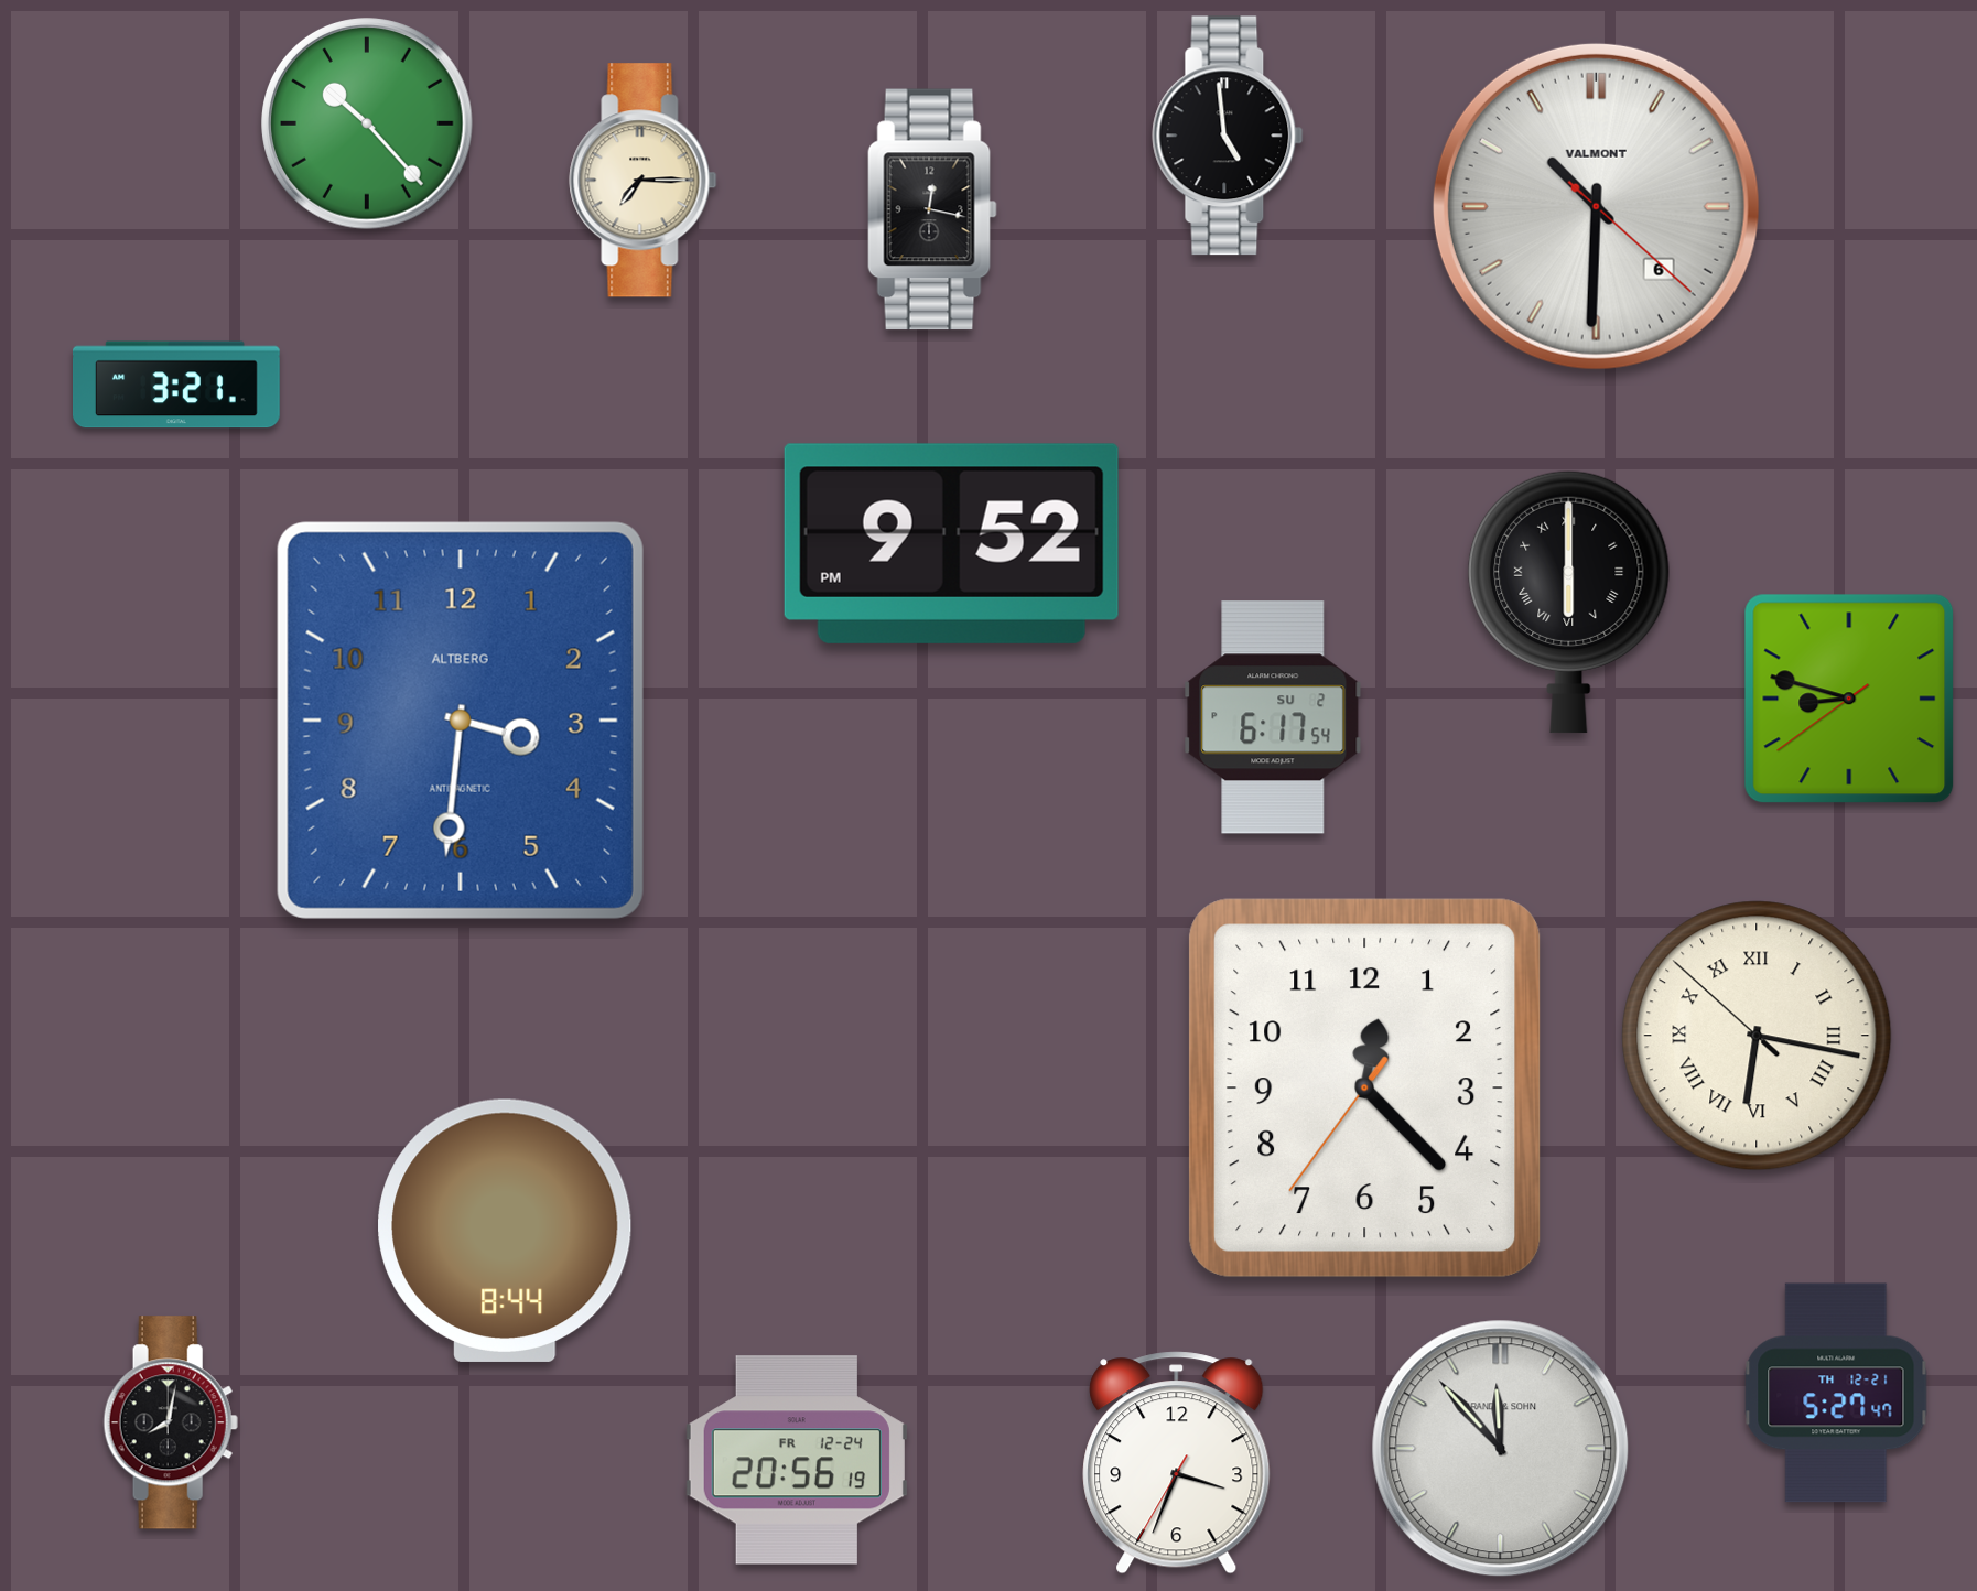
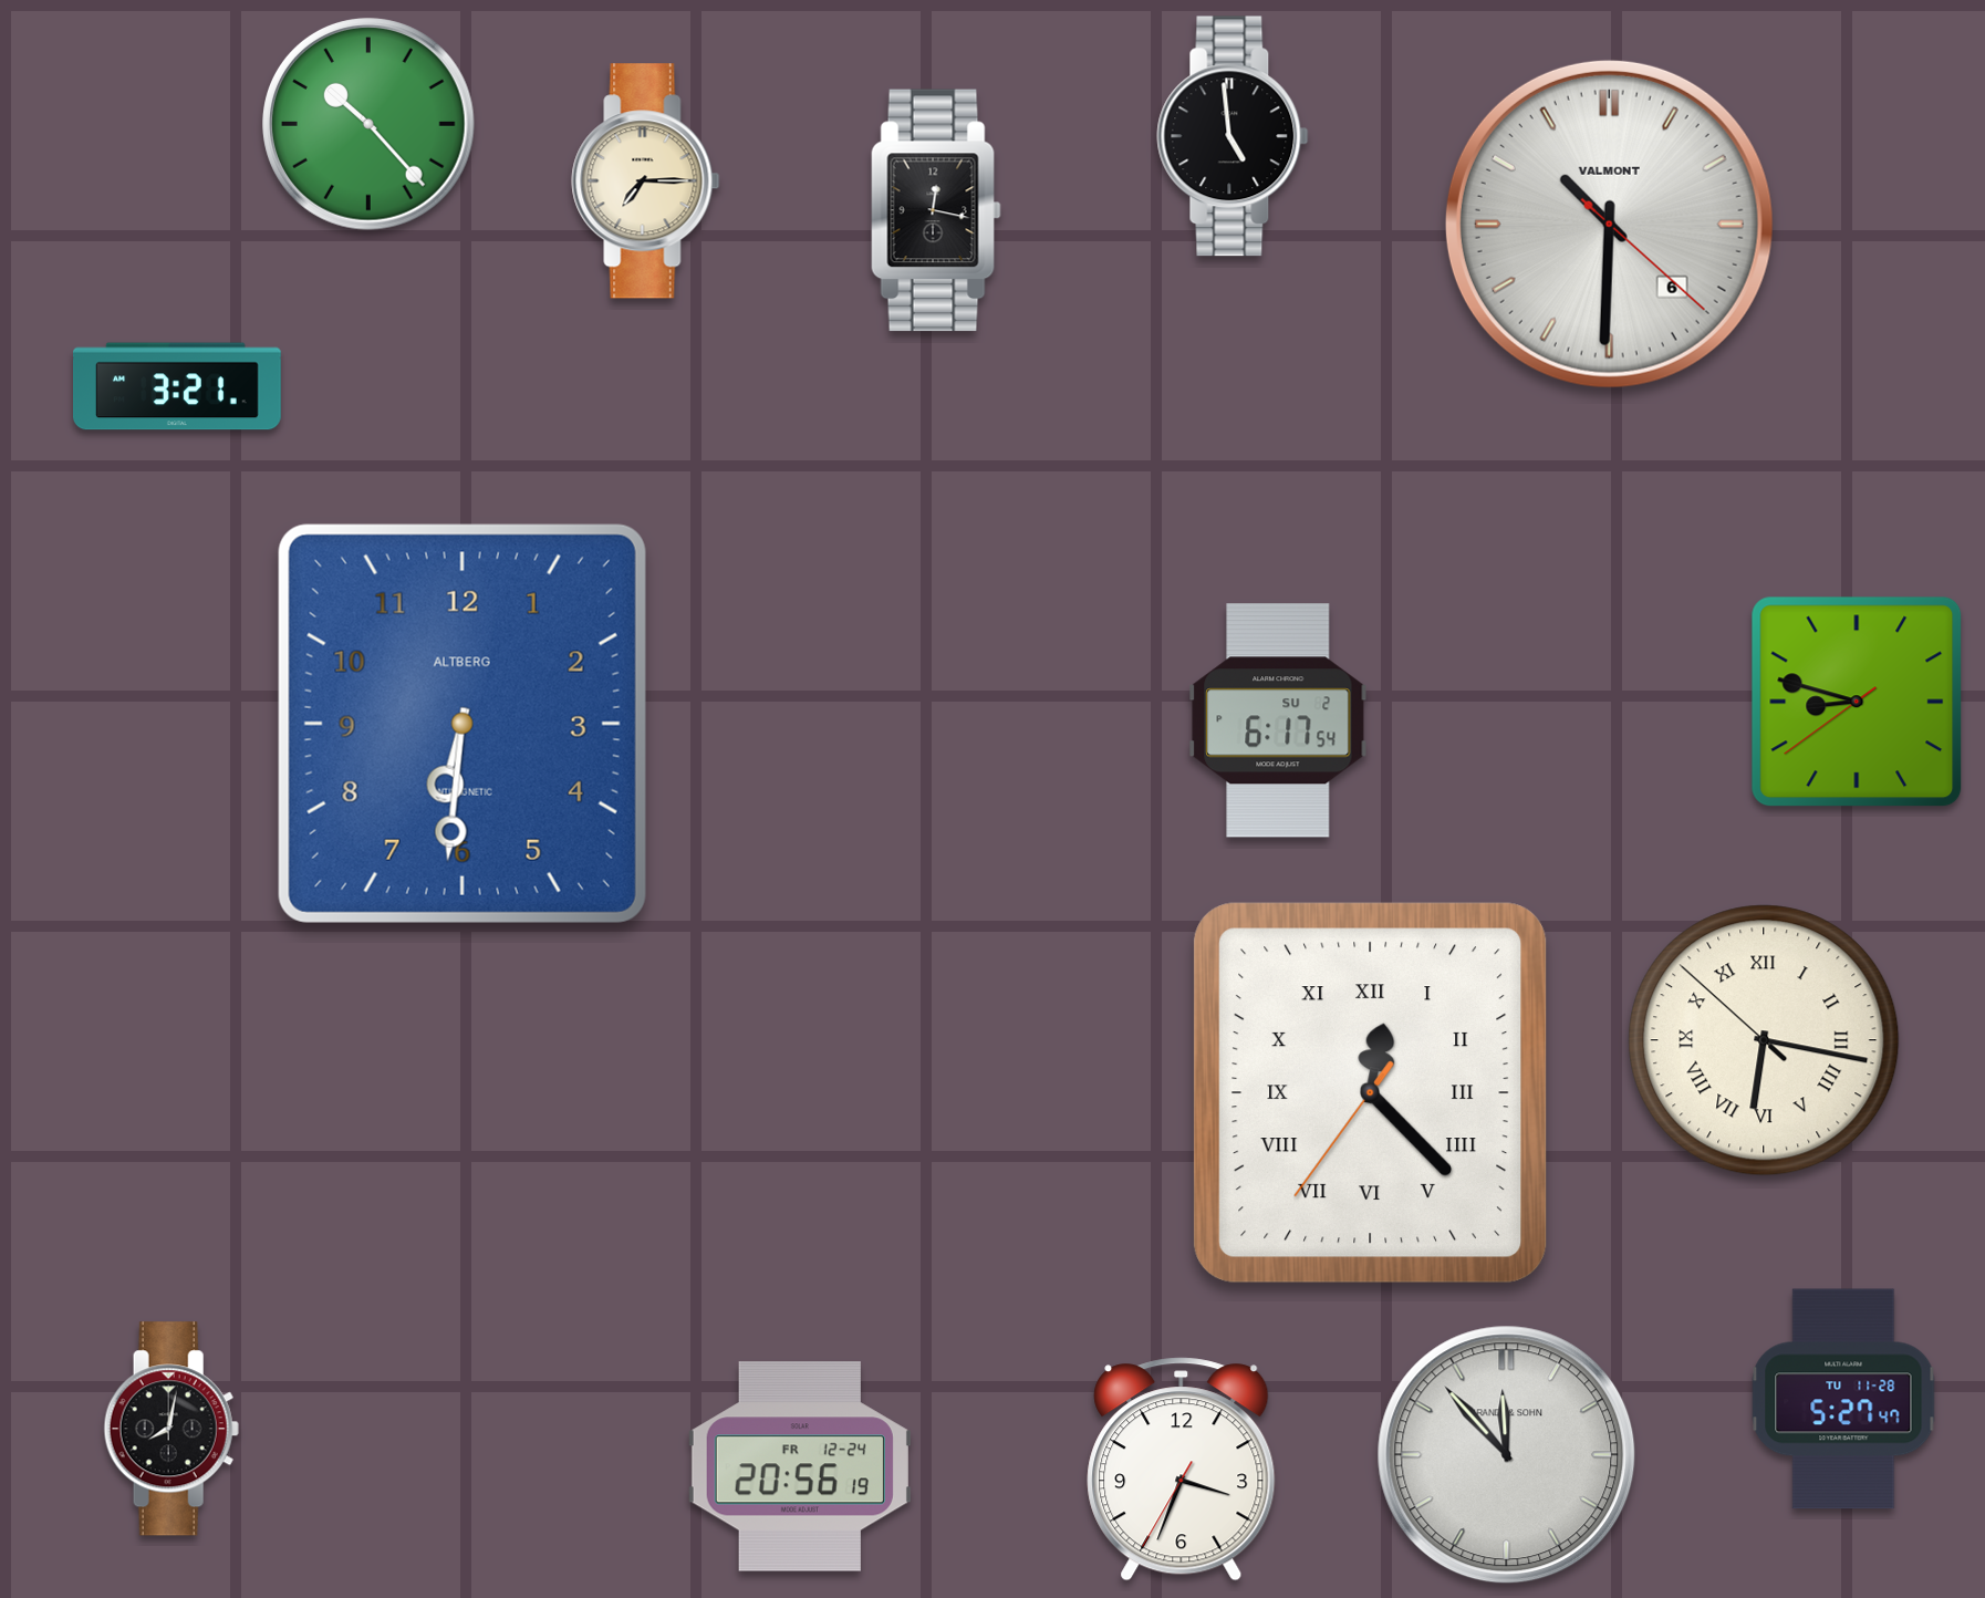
clock at (1596, 206) position: (1596, 206) -> (1609, 224)
clock at (951, 543): 9:52 -> none
clock at (1569, 602): 6:00 -> none
clock at (461, 721): 3:31 -> 6:31
clock at (1365, 1089) numerals: Arabic -> Roman
clock at (505, 1231): 8:44 -> none
clock at (1836, 1393) date: TH 12-21 -> TU 11-28
